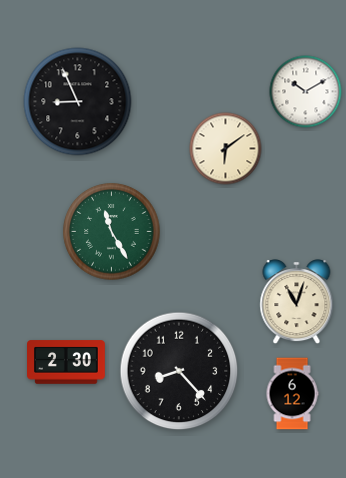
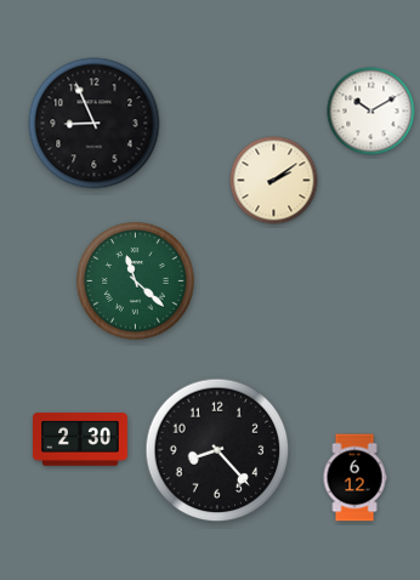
clock at (226, 149): 6:09 -> 2:09
clock at (112, 232): 11:25 -> 11:22
clock at (297, 302): 11:03 -> none
